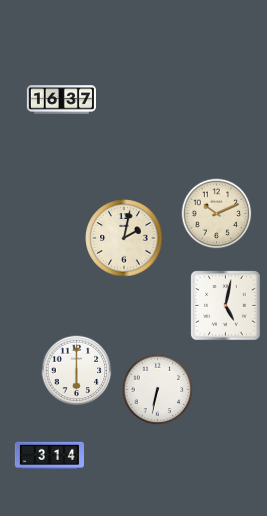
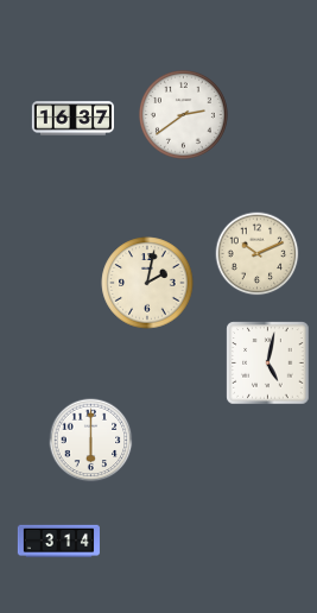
clock at (183, 114): none -> 2:39
clock at (158, 390): 6:32 -> none
